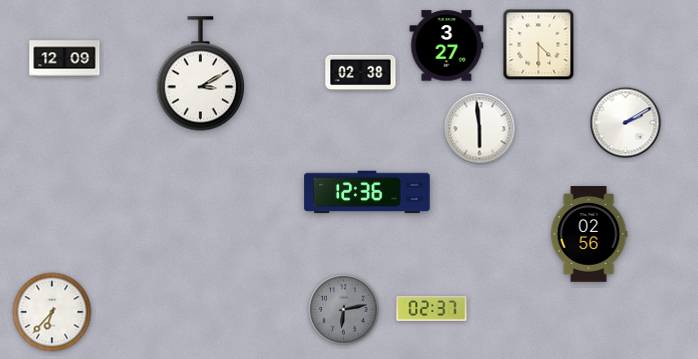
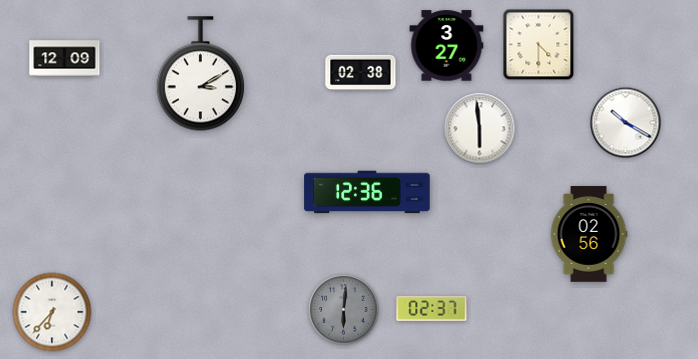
clock at (626, 123): 2:10 -> 10:20
clock at (344, 310): 6:13 -> 6:01
